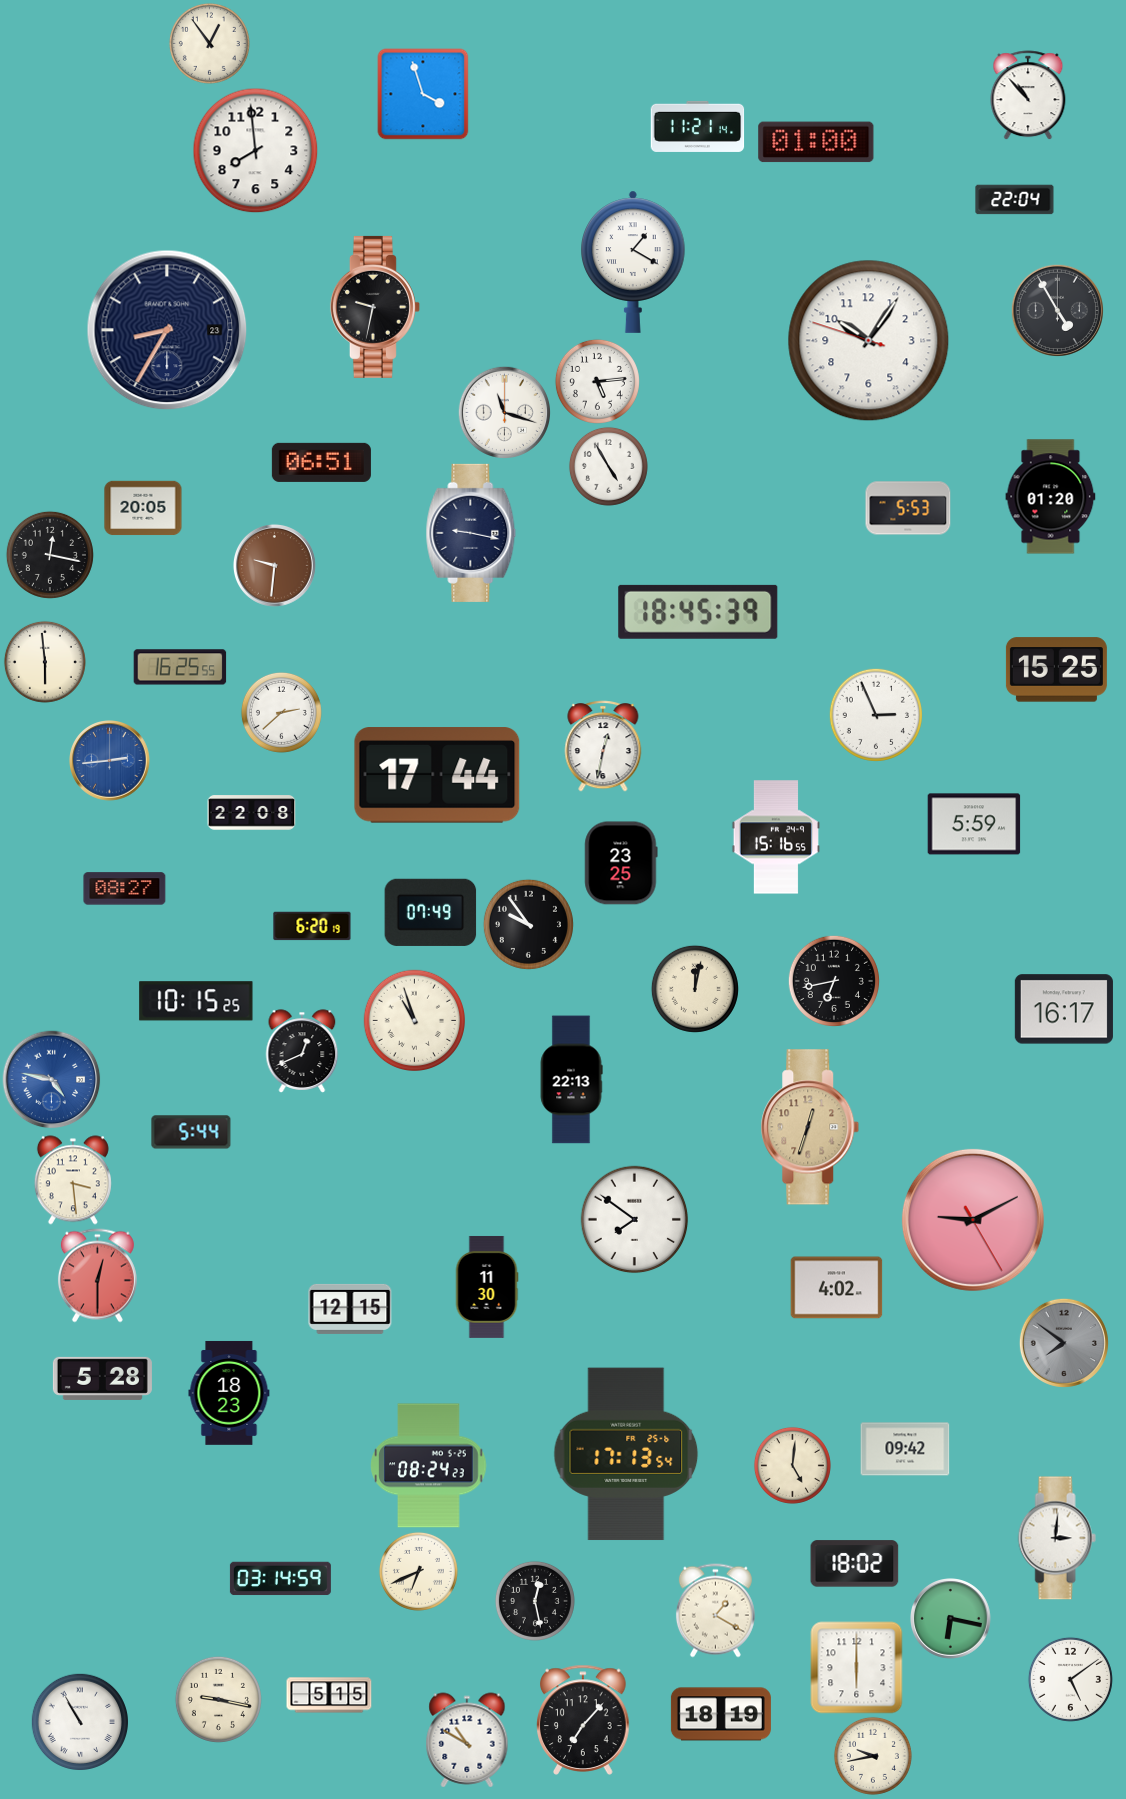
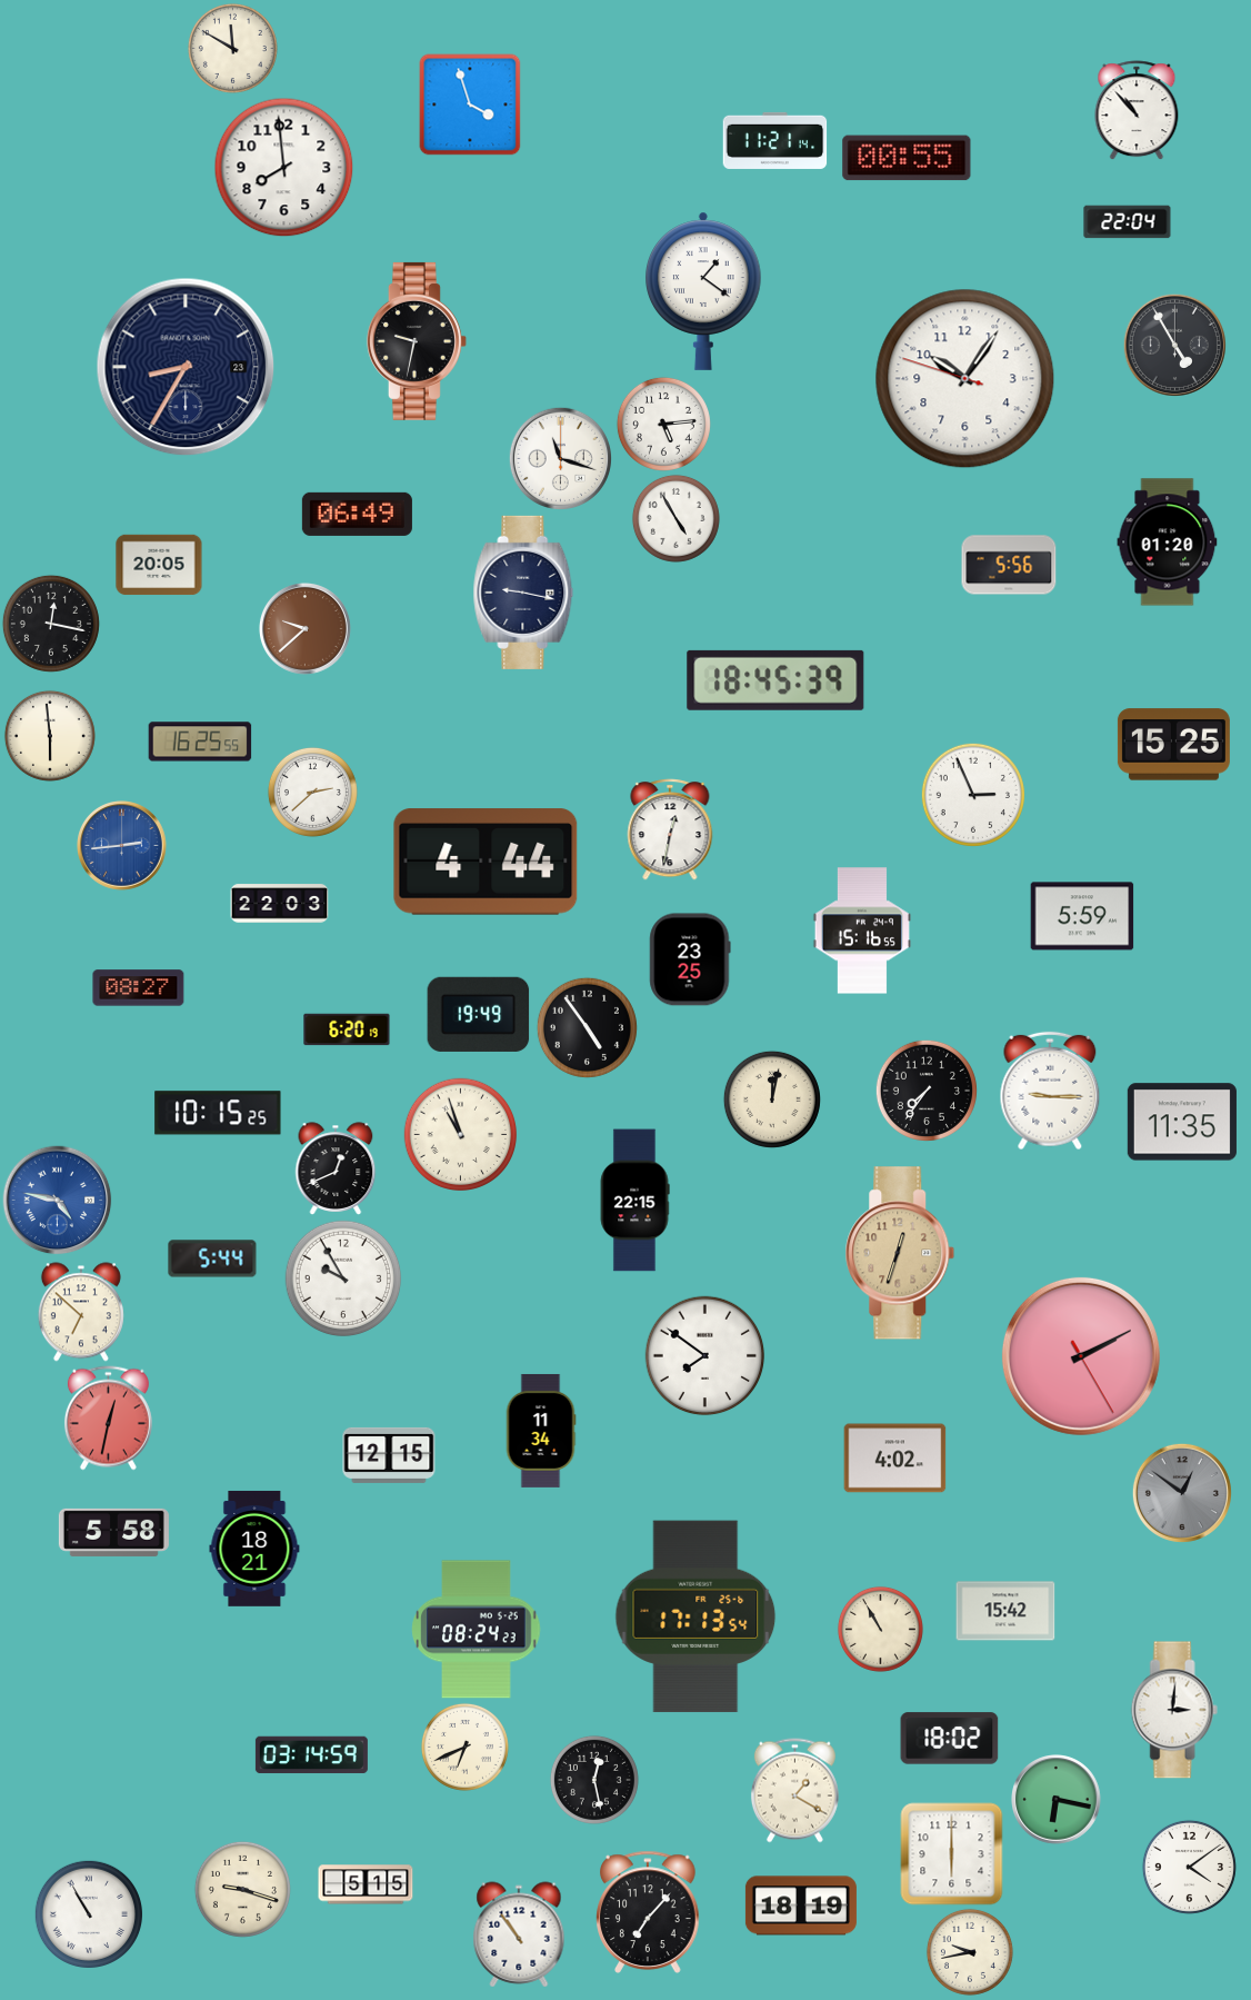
clock at (209, 43): 12:54 -> 11:50
clock at (1028, 95) position: (1028, 95) -> (1137, 110)
clock at (816, 142): 01:00 -> 00:55
clock at (634, 262): 1:20 -> 1:21
clock at (321, 462): 06:51 -> 06:49
clock at (1051, 497) position: (1051, 497) -> (1168, 543)
clock at (908, 508): 5:53 -> 5:56
clock at (50, 555) position: (50, 555) -> (51, 624)
clock at (274, 565): 9:31 -> 9:38
clock at (437, 775): 17:44 -> 4:44
clock at (252, 813): 22:08 -> 22:03
clock at (431, 912): 07:49 -> 19:49
clock at (528, 924): 9:54 -> 4:54
clock at (834, 981): 6:43 -> 7:36
clock at (1050, 1091): none -> 9:15
clock at (1064, 1009): 16:17 -> 11:35
clock at (571, 1080): 22:13 -> 22:15
clock at (343, 1278): none -> 9:55
clock at (73, 1180): 3:29 -> 6:52
clock at (973, 1220): 9:10 -> 2:10
clock at (97, 1276): 12:30 -> 12:32
clock at (487, 1287): 11:30 -> 11:34
clock at (837, 1288) position: (837, 1288) -> (895, 1459)
clock at (1064, 1343): 7:51 -> 12:51
clock at (102, 1378): 5:28 -> 5:58
clock at (229, 1393): 18:23 -> 18:21
clock at (905, 1449): 09:42 -> 15:42
clock at (792, 1465): 5:01 -> 10:55
clock at (1070, 1679): 5:09 -> 4:09
clock at (218, 1699): 9:17 -> 9:18
clock at (467, 1740): 10:50 -> 10:54
